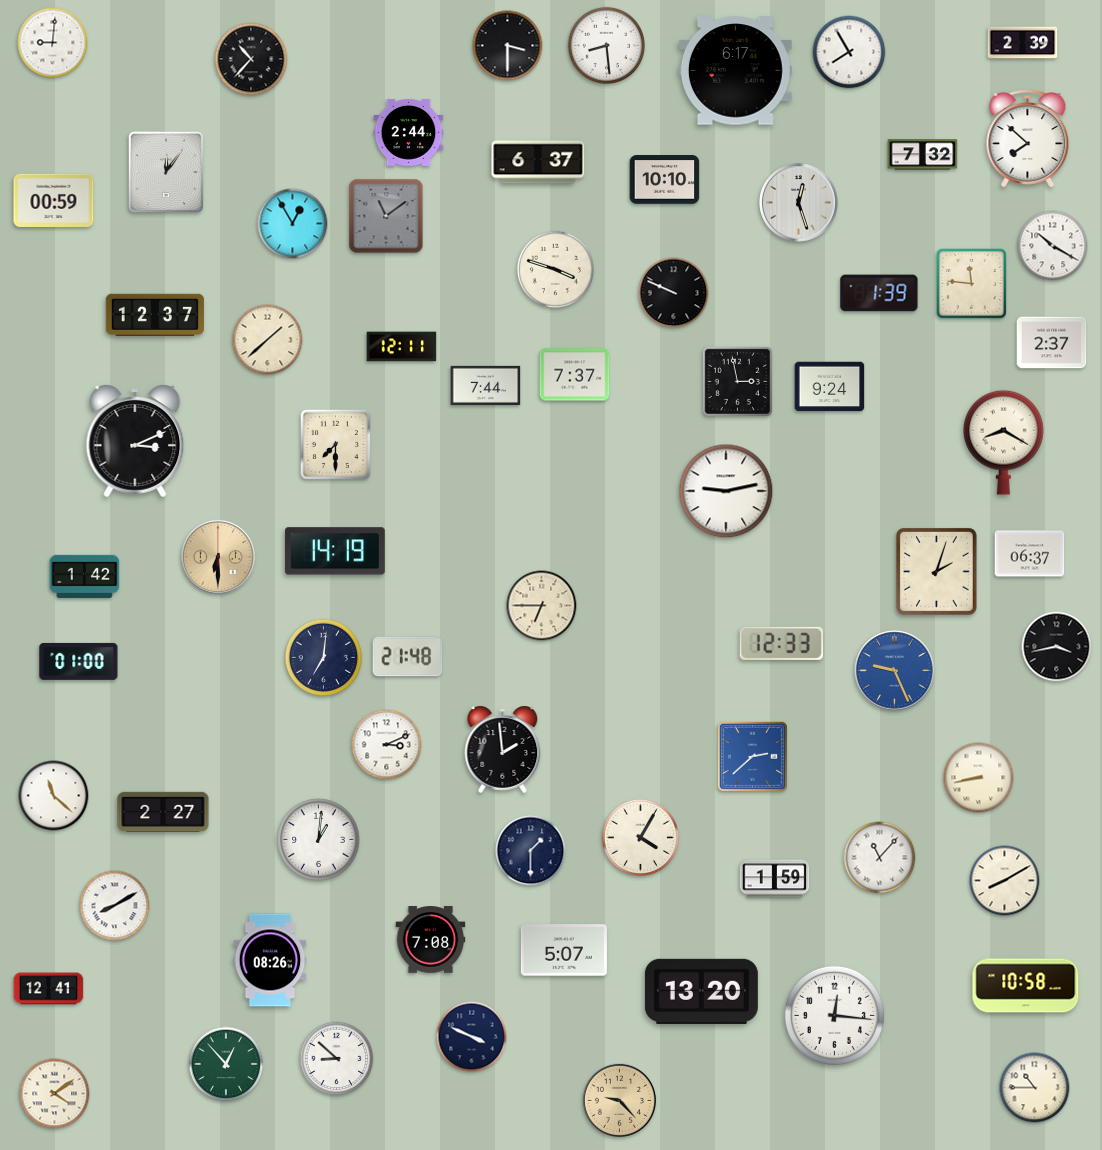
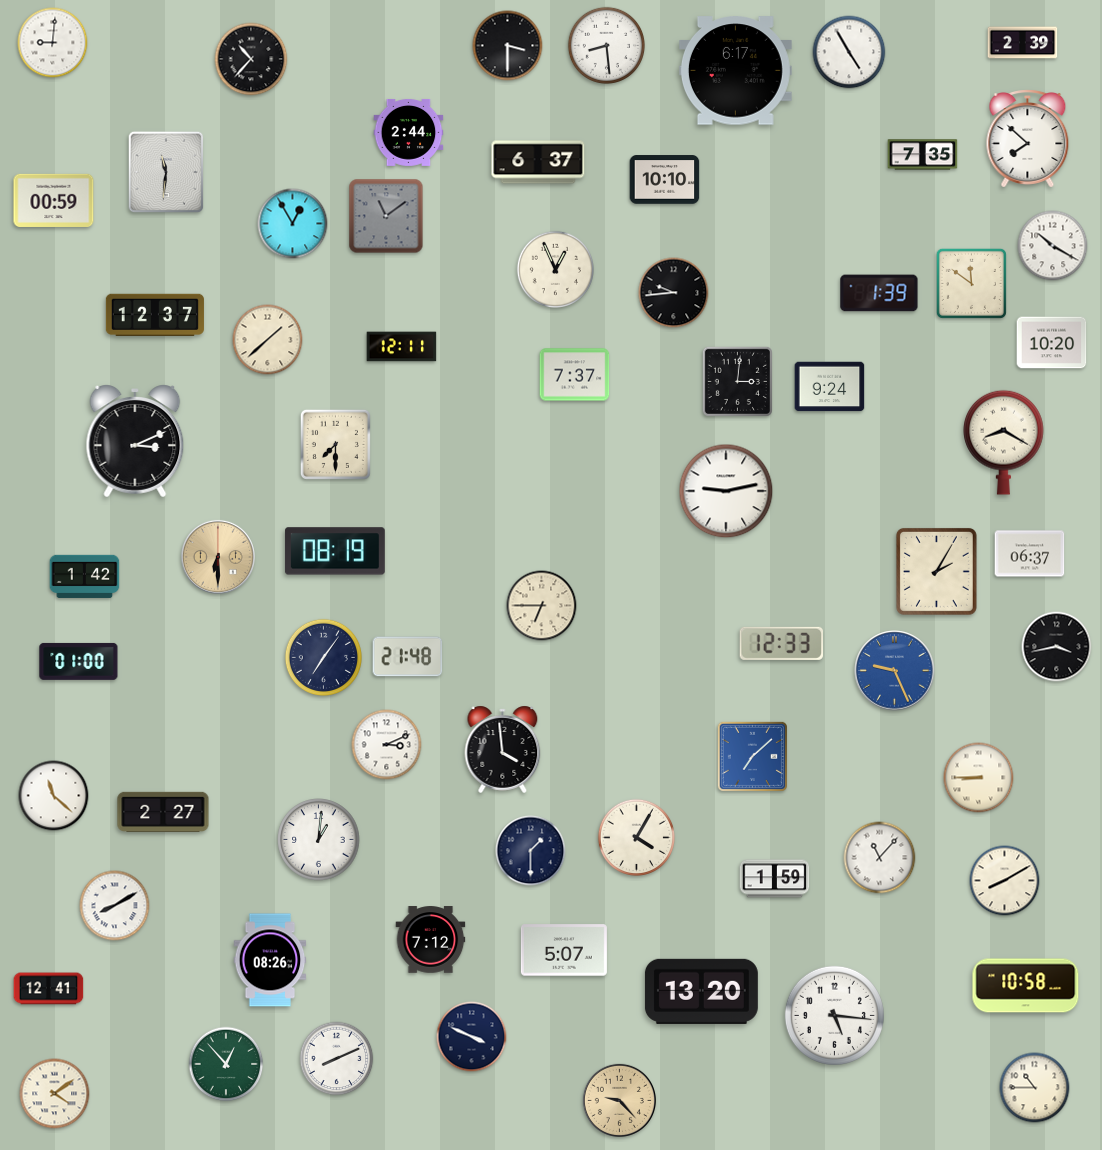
clock at (849, 52): 7:55 -> 4:55
clock at (923, 155): 7:32 -> 7:35
clock at (166, 172): 12:06 -> 11:31
clock at (799, 203): 12:27 -> none
clock at (555, 269): 3:48 -> 12:56
clock at (971, 283): 11:46 -> 11:51
clock at (674, 293): 9:49 -> 9:44
clock at (1052, 343): 2:37 -> 10:20
clock at (737, 381): 2:58 -> 3:01
clock at (486, 385): 7:44 -> none
clock at (335, 551): 14:19 -> 08:19
clock at (936, 571): 2:03 -> 2:05
clock at (323, 657): 7:01 -> 7:06
clock at (503, 749): 1:59 -> 3:59
clock at (752, 756): 2:38 -> 7:08
clock at (979, 778): 8:43 -> 8:45
clock at (640, 837) position: (640, 837) -> (636, 837)
clock at (431, 940): 7:08 -> 7:12
clock at (834, 1015): 12:16 -> 5:16
clock at (337, 1059): 8:52 -> 8:11
